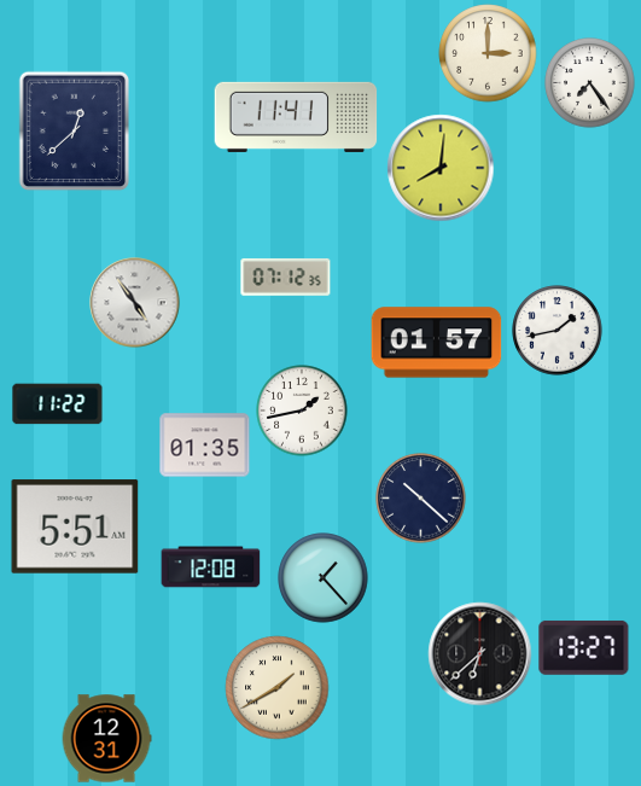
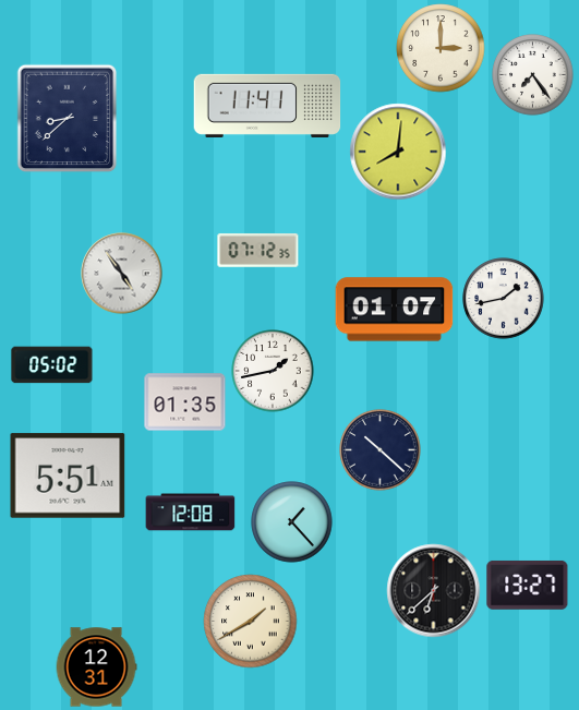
clock at (75, 132): 12:38 -> 8:38
clock at (437, 343): 01:57 -> 01:07
clock at (58, 404): 11:22 -> 05:02
